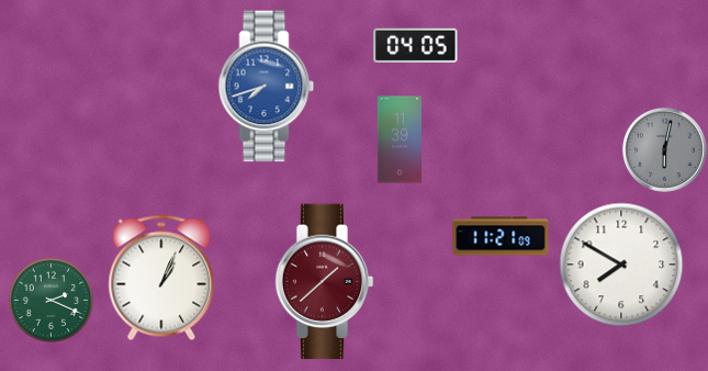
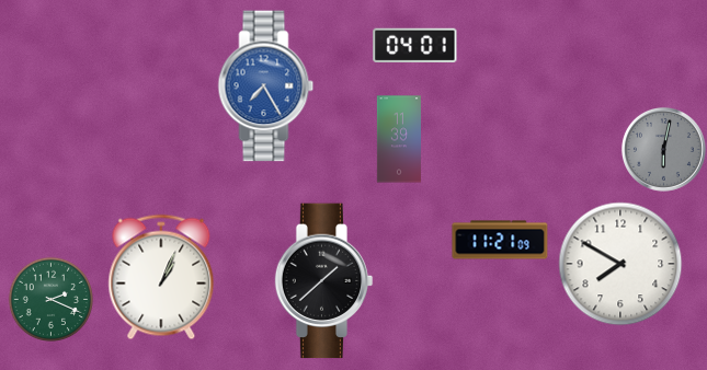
clock at (416, 46): 04:05 -> 04:01
clock at (267, 87): 7:42 -> 7:25
clock at (501, 236) position: (501, 236) -> (500, 240)
clock at (325, 282) dial: burgundy -> black
